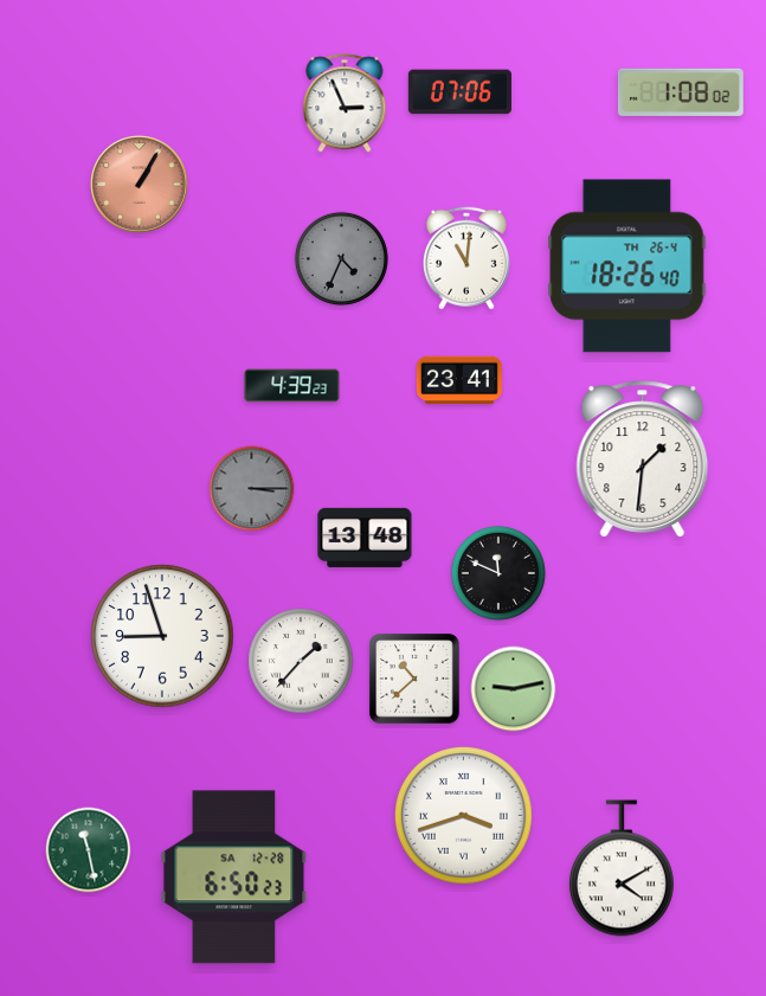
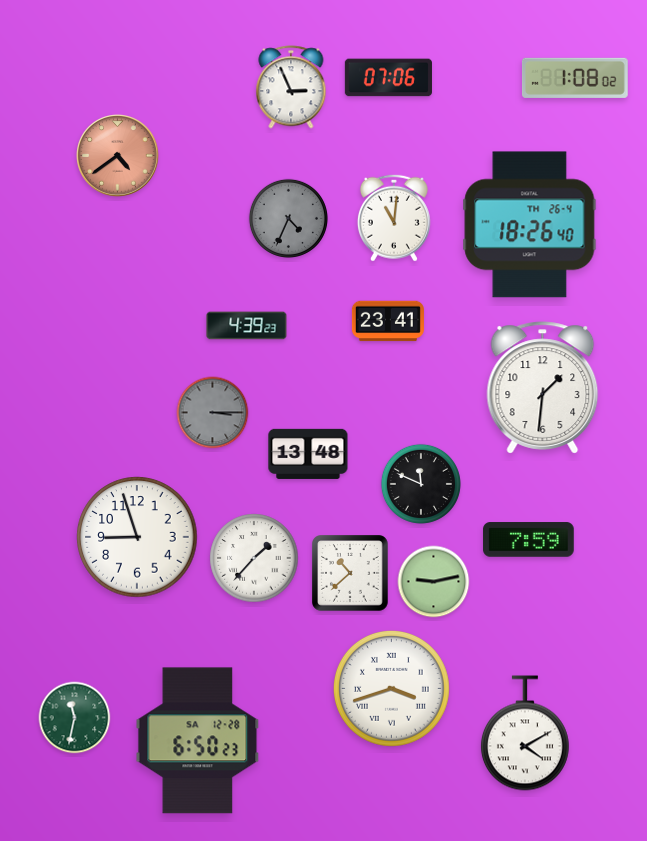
clock at (140, 185): 1:05 -> 4:39
clock at (529, 540): none -> 7:59
clock at (89, 850): 11:28 -> 11:32
